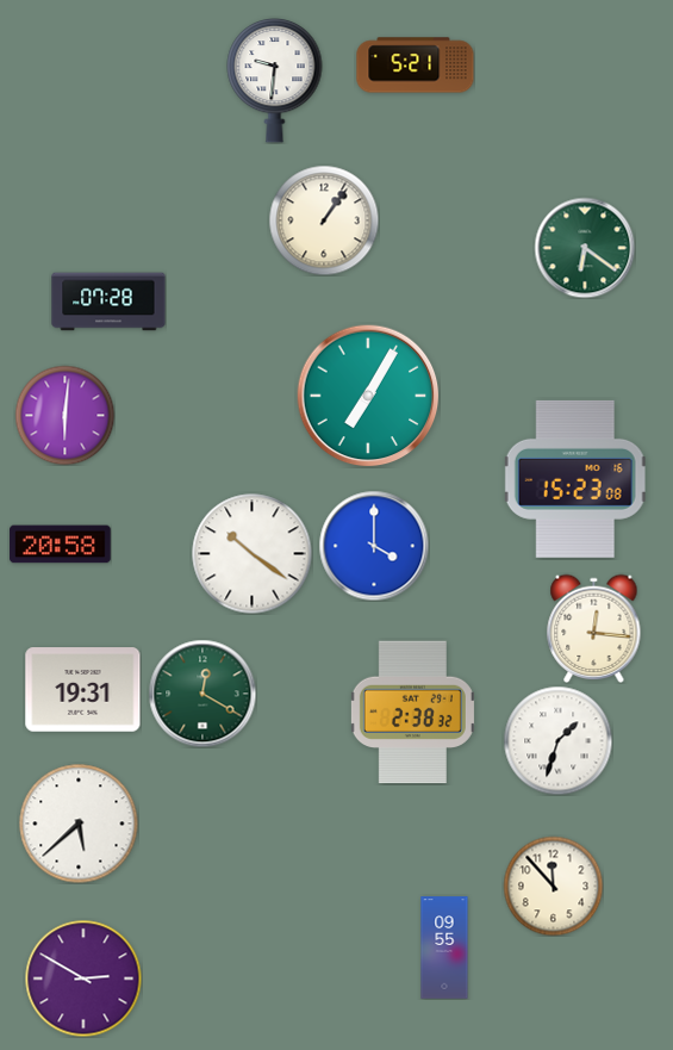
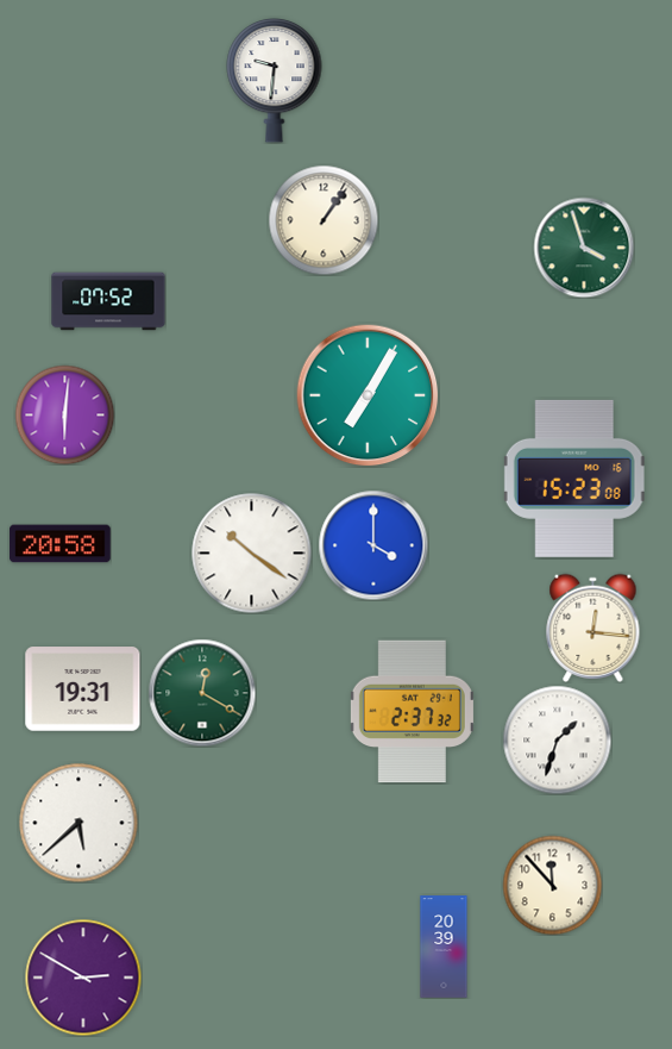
clock at (416, 66): 5:21 -> none
clock at (585, 248): 6:21 -> 3:57
clock at (108, 302): 07:28 -> 07:52
clock at (412, 713): 2:38 -> 2:37
clock at (444, 948): 09:55 -> 20:39
